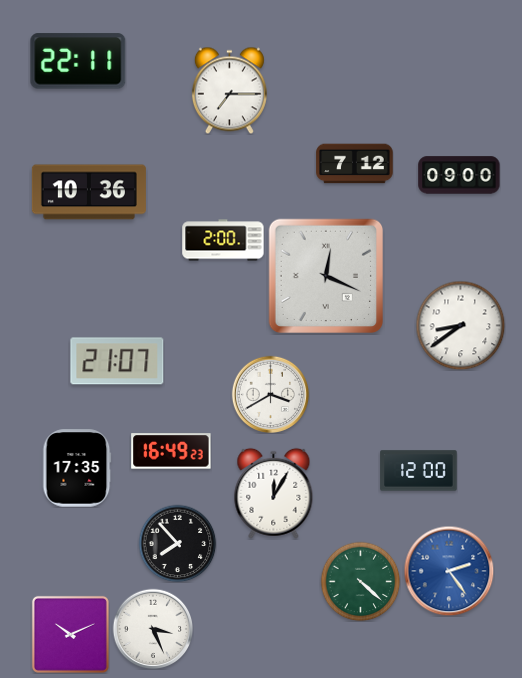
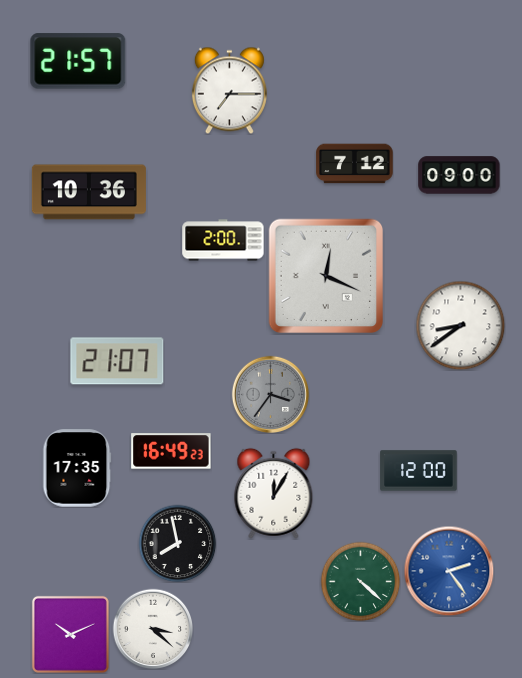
clock at (78, 61): 22:11 -> 21:57
clock at (270, 394): 3:40 -> 3:36
clock at (270, 394) dial: white -> grey
clock at (177, 543): 7:53 -> 7:58
clock at (153, 629): 3:26 -> 3:22
